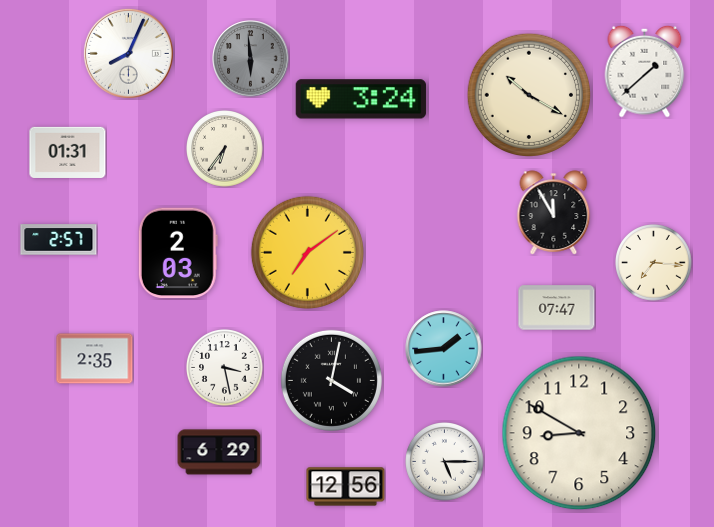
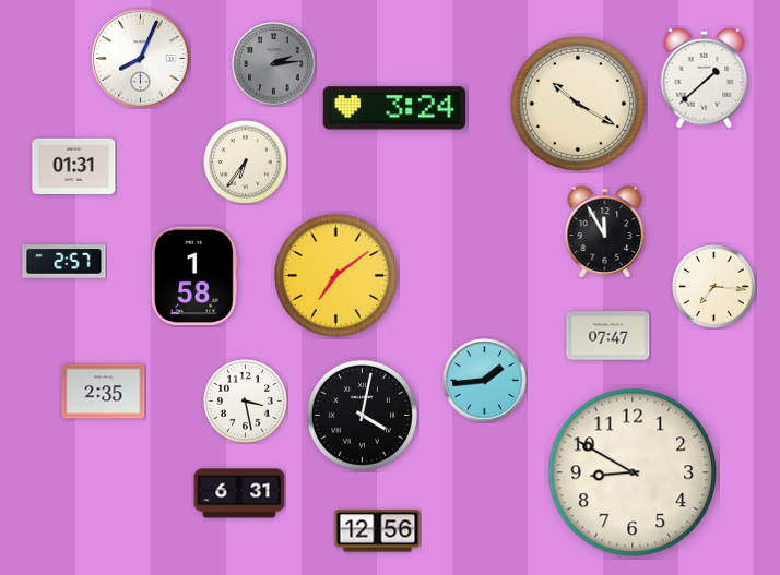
clock at (251, 59): 5:59 -> 2:14
clock at (178, 253): 2:03 -> 1:58
clock at (219, 452): 6:29 -> 6:31
clock at (445, 462): 5:15 -> none
